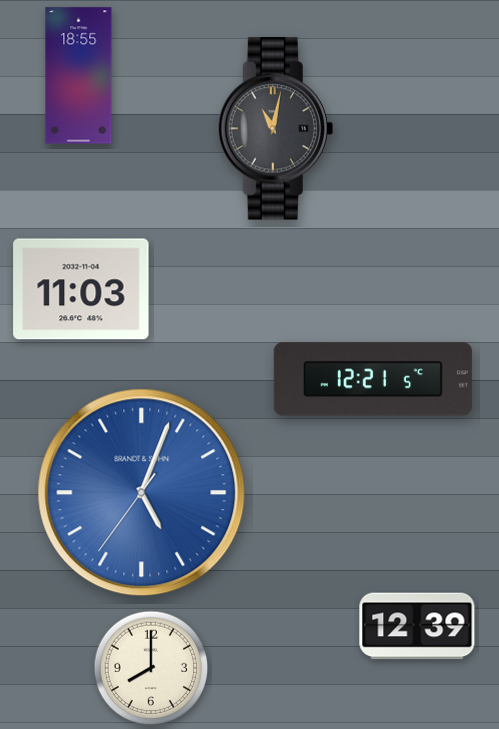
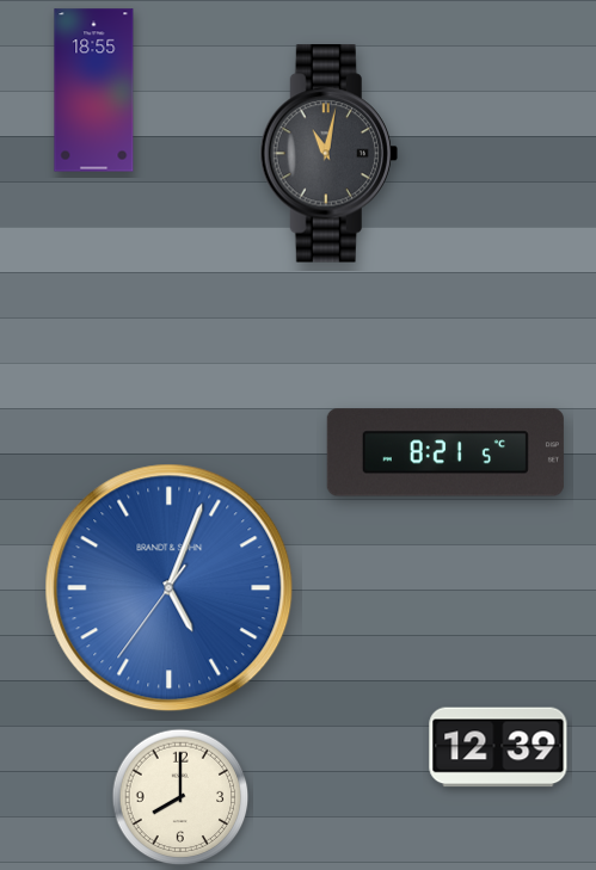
clock at (81, 289): 11:03 -> none
clock at (373, 379): 12:21 -> 8:21
